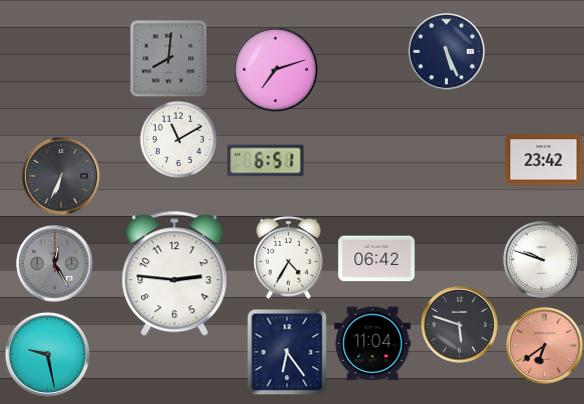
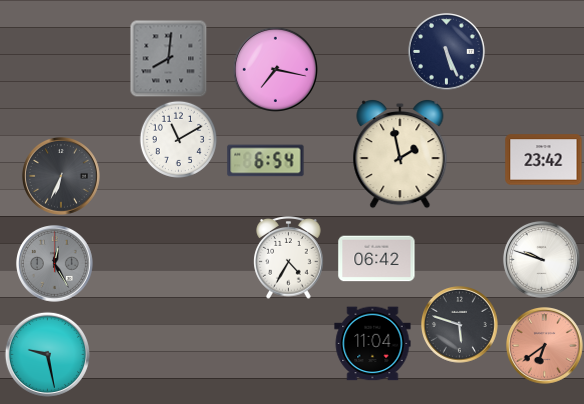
clock at (275, 69): 7:12 -> 7:17
clock at (400, 155): none -> 1:58
clock at (266, 161): 6:51 -> 6:54
clock at (175, 274): 2:46 -> none
clock at (287, 352): 6:24 -> none
